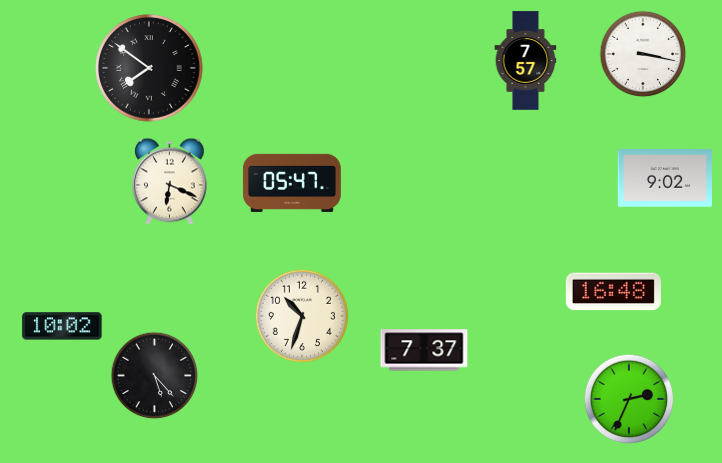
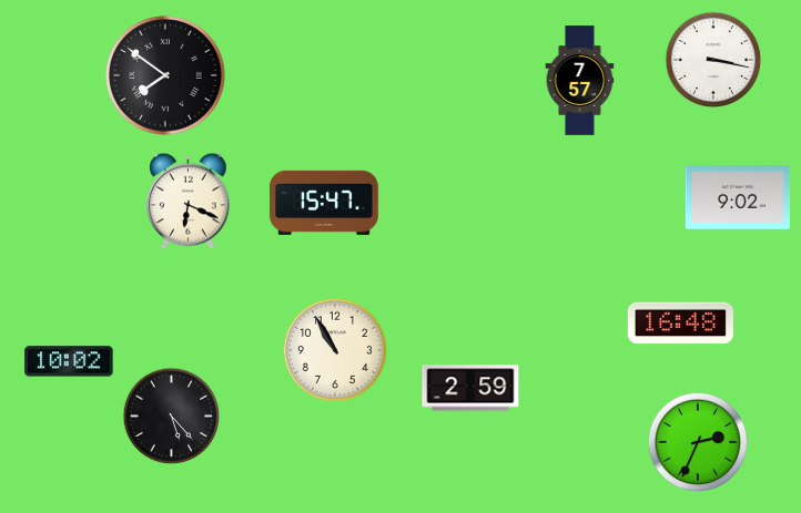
clock at (526, 61) position: (526, 61) -> (580, 81)
clock at (292, 183): 05:47 -> 15:47
clock at (302, 316): 10:33 -> 10:55
clock at (424, 350): 7:37 -> 2:59
